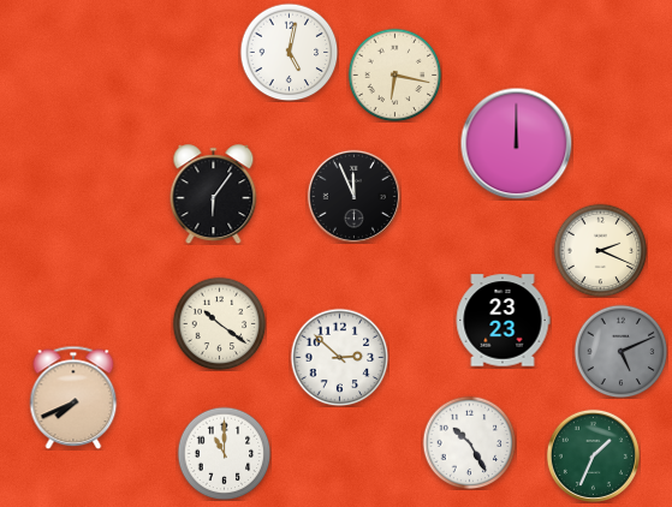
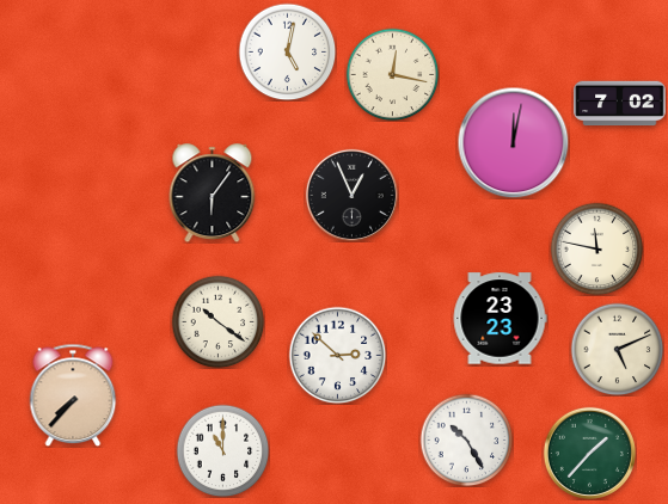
clock at (394, 74): 6:17 -> 12:17
clock at (620, 104): none -> 7:02
clock at (516, 143): 12:00 -> 12:02
clock at (353, 196): 11:56 -> 12:56
clock at (600, 250): 2:19 -> 11:47
clock at (620, 351) dial: grey -> cream
clock at (73, 398): 7:41 -> 7:37
clock at (593, 455): 1:34 -> 1:37
